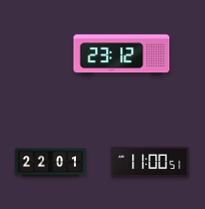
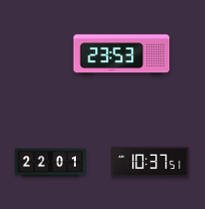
clock at (122, 55): 23:12 -> 23:53
clock at (150, 162): 11:00 -> 10:37
